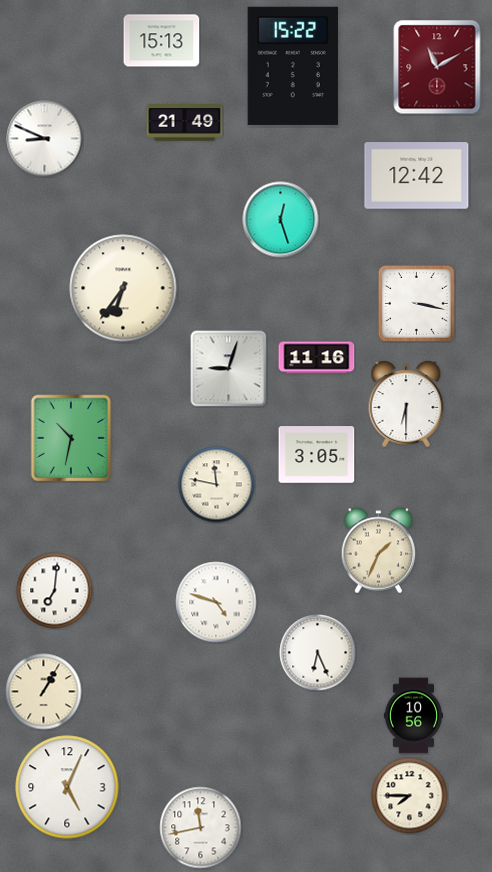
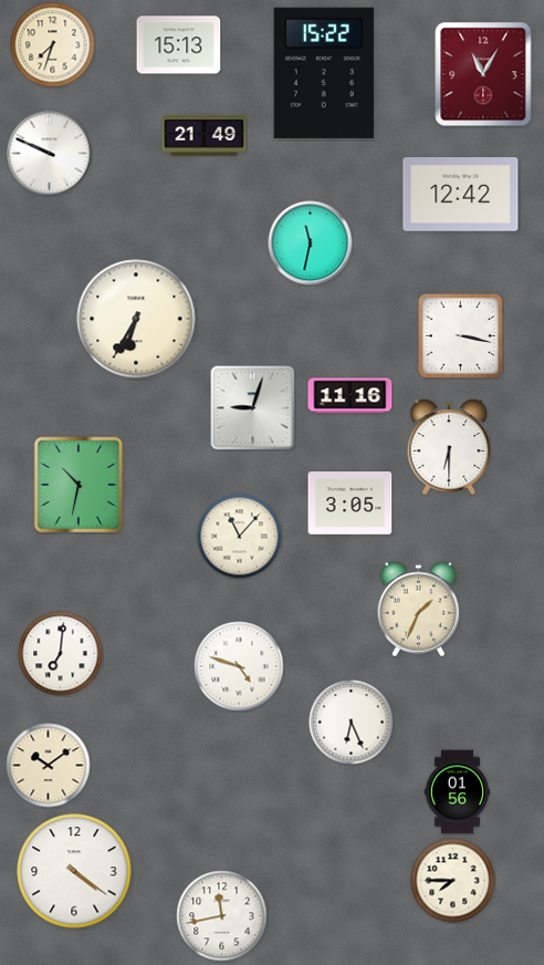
clock at (53, 45): none -> 7:33
clock at (437, 67): 11:10 -> 11:05
clock at (45, 139): 8:49 -> 9:49
clock at (281, 220): 12:27 -> 11:32
clock at (123, 288): 6:36 -> 6:35
clock at (217, 485): 11:47 -> 11:07
clock at (44, 692): 1:05 -> 10:09
clock at (413, 716): 10:56 -> 01:56
clock at (67, 787): 5:04 -> 4:21
